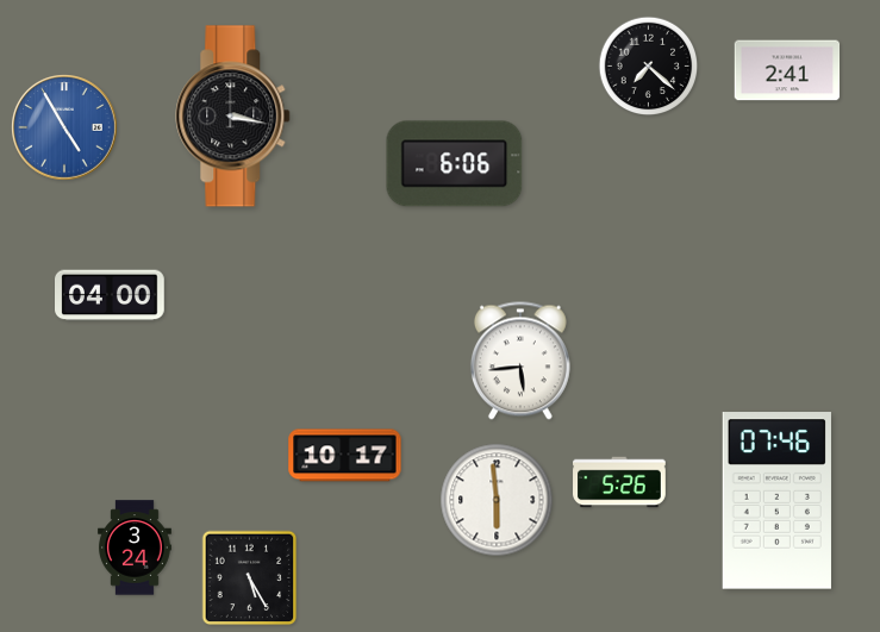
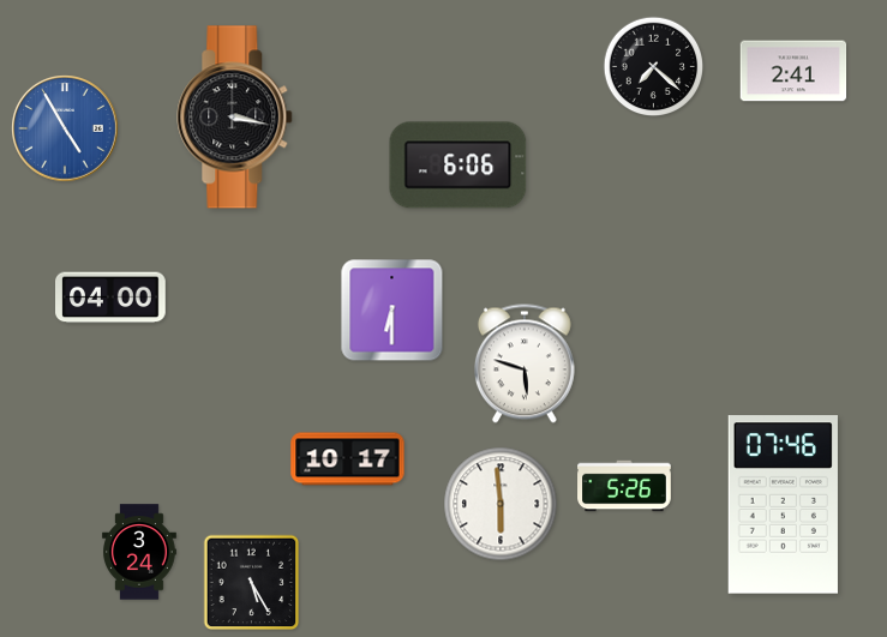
clock at (392, 311): none -> 6:30
clock at (520, 361): 5:44 -> 5:48
clock at (136, 547) position: (136, 547) -> (140, 552)
